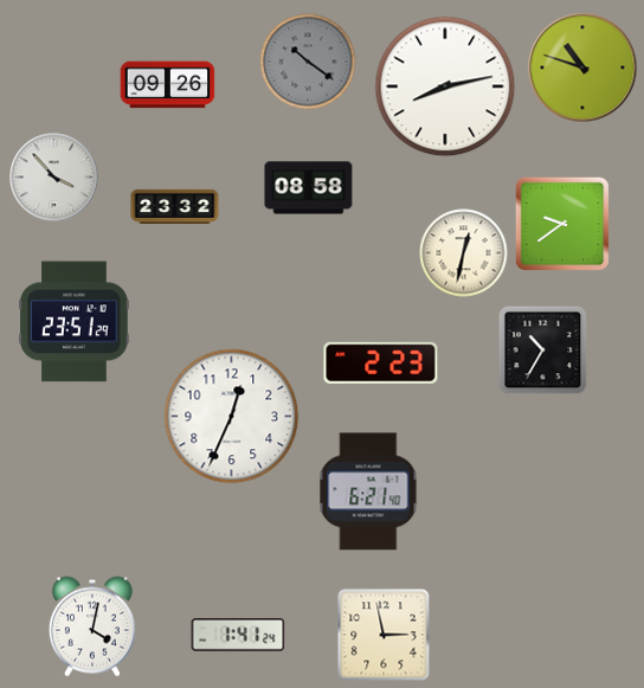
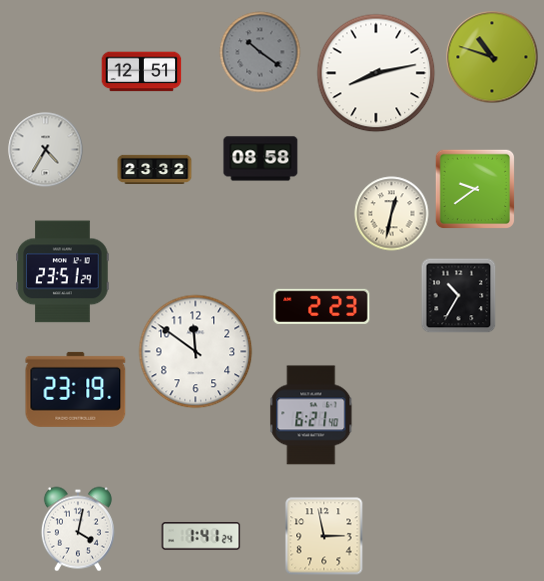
clock at (168, 85): 09:26 -> 12:51
clock at (54, 178): 3:53 -> 4:35
clock at (175, 206) position: (175, 206) -> (155, 169)
clock at (232, 417): 12:34 -> 11:51
clock at (76, 389): none -> 23:19
